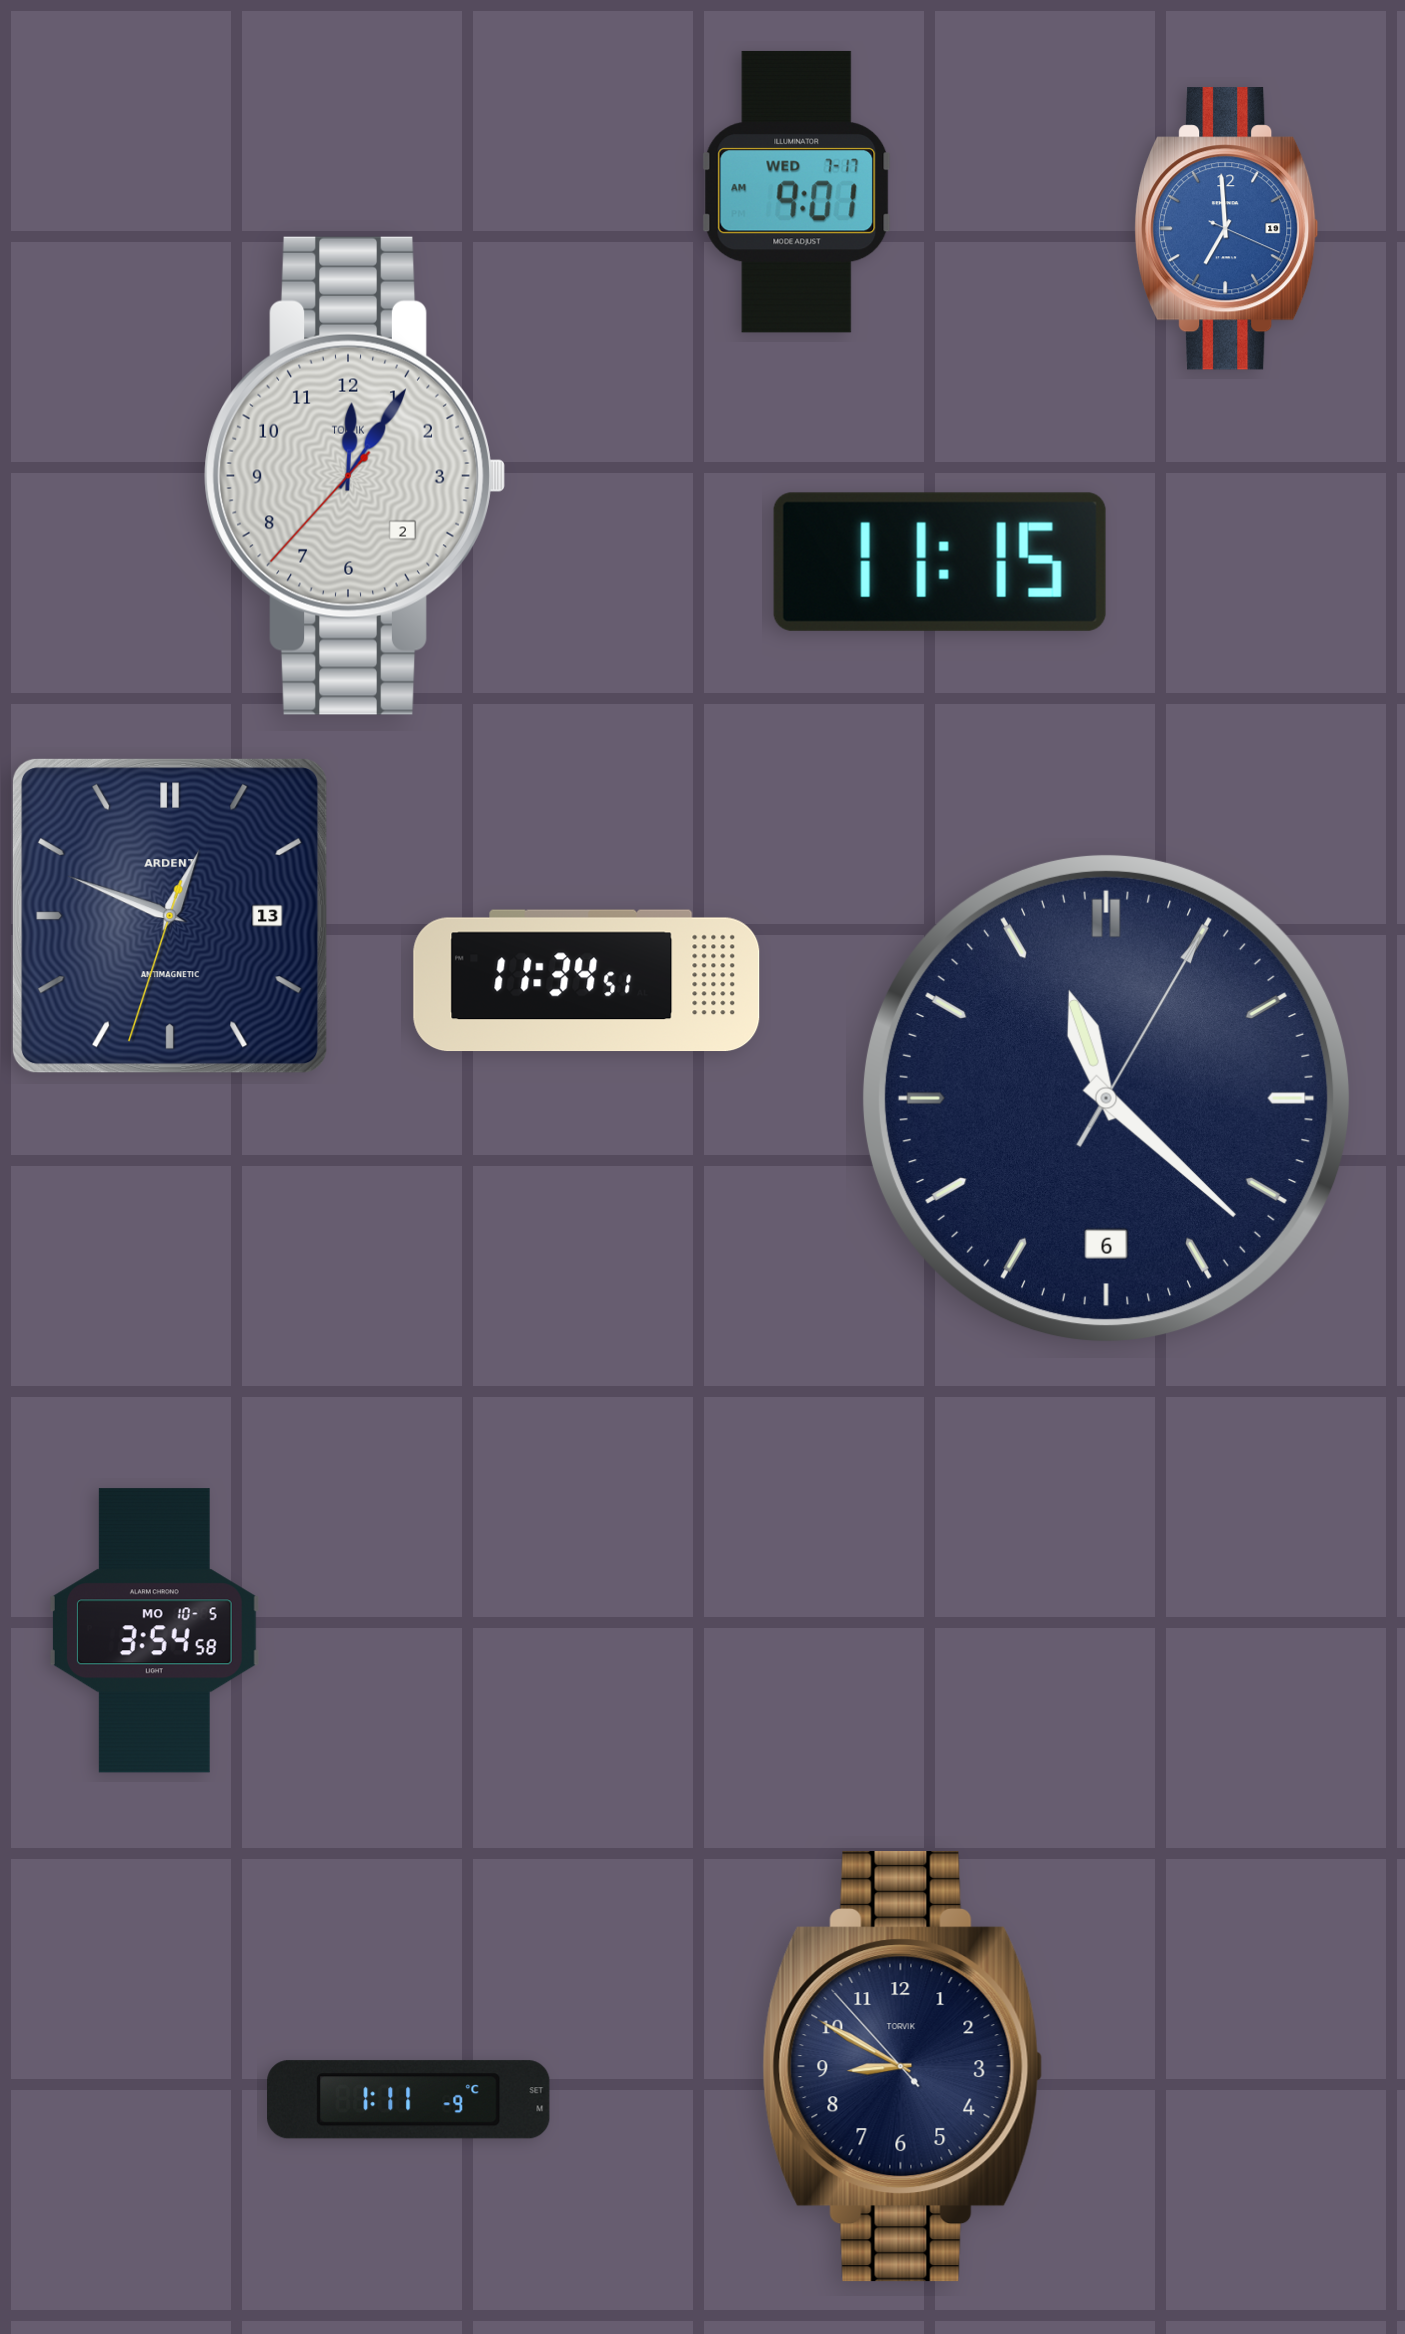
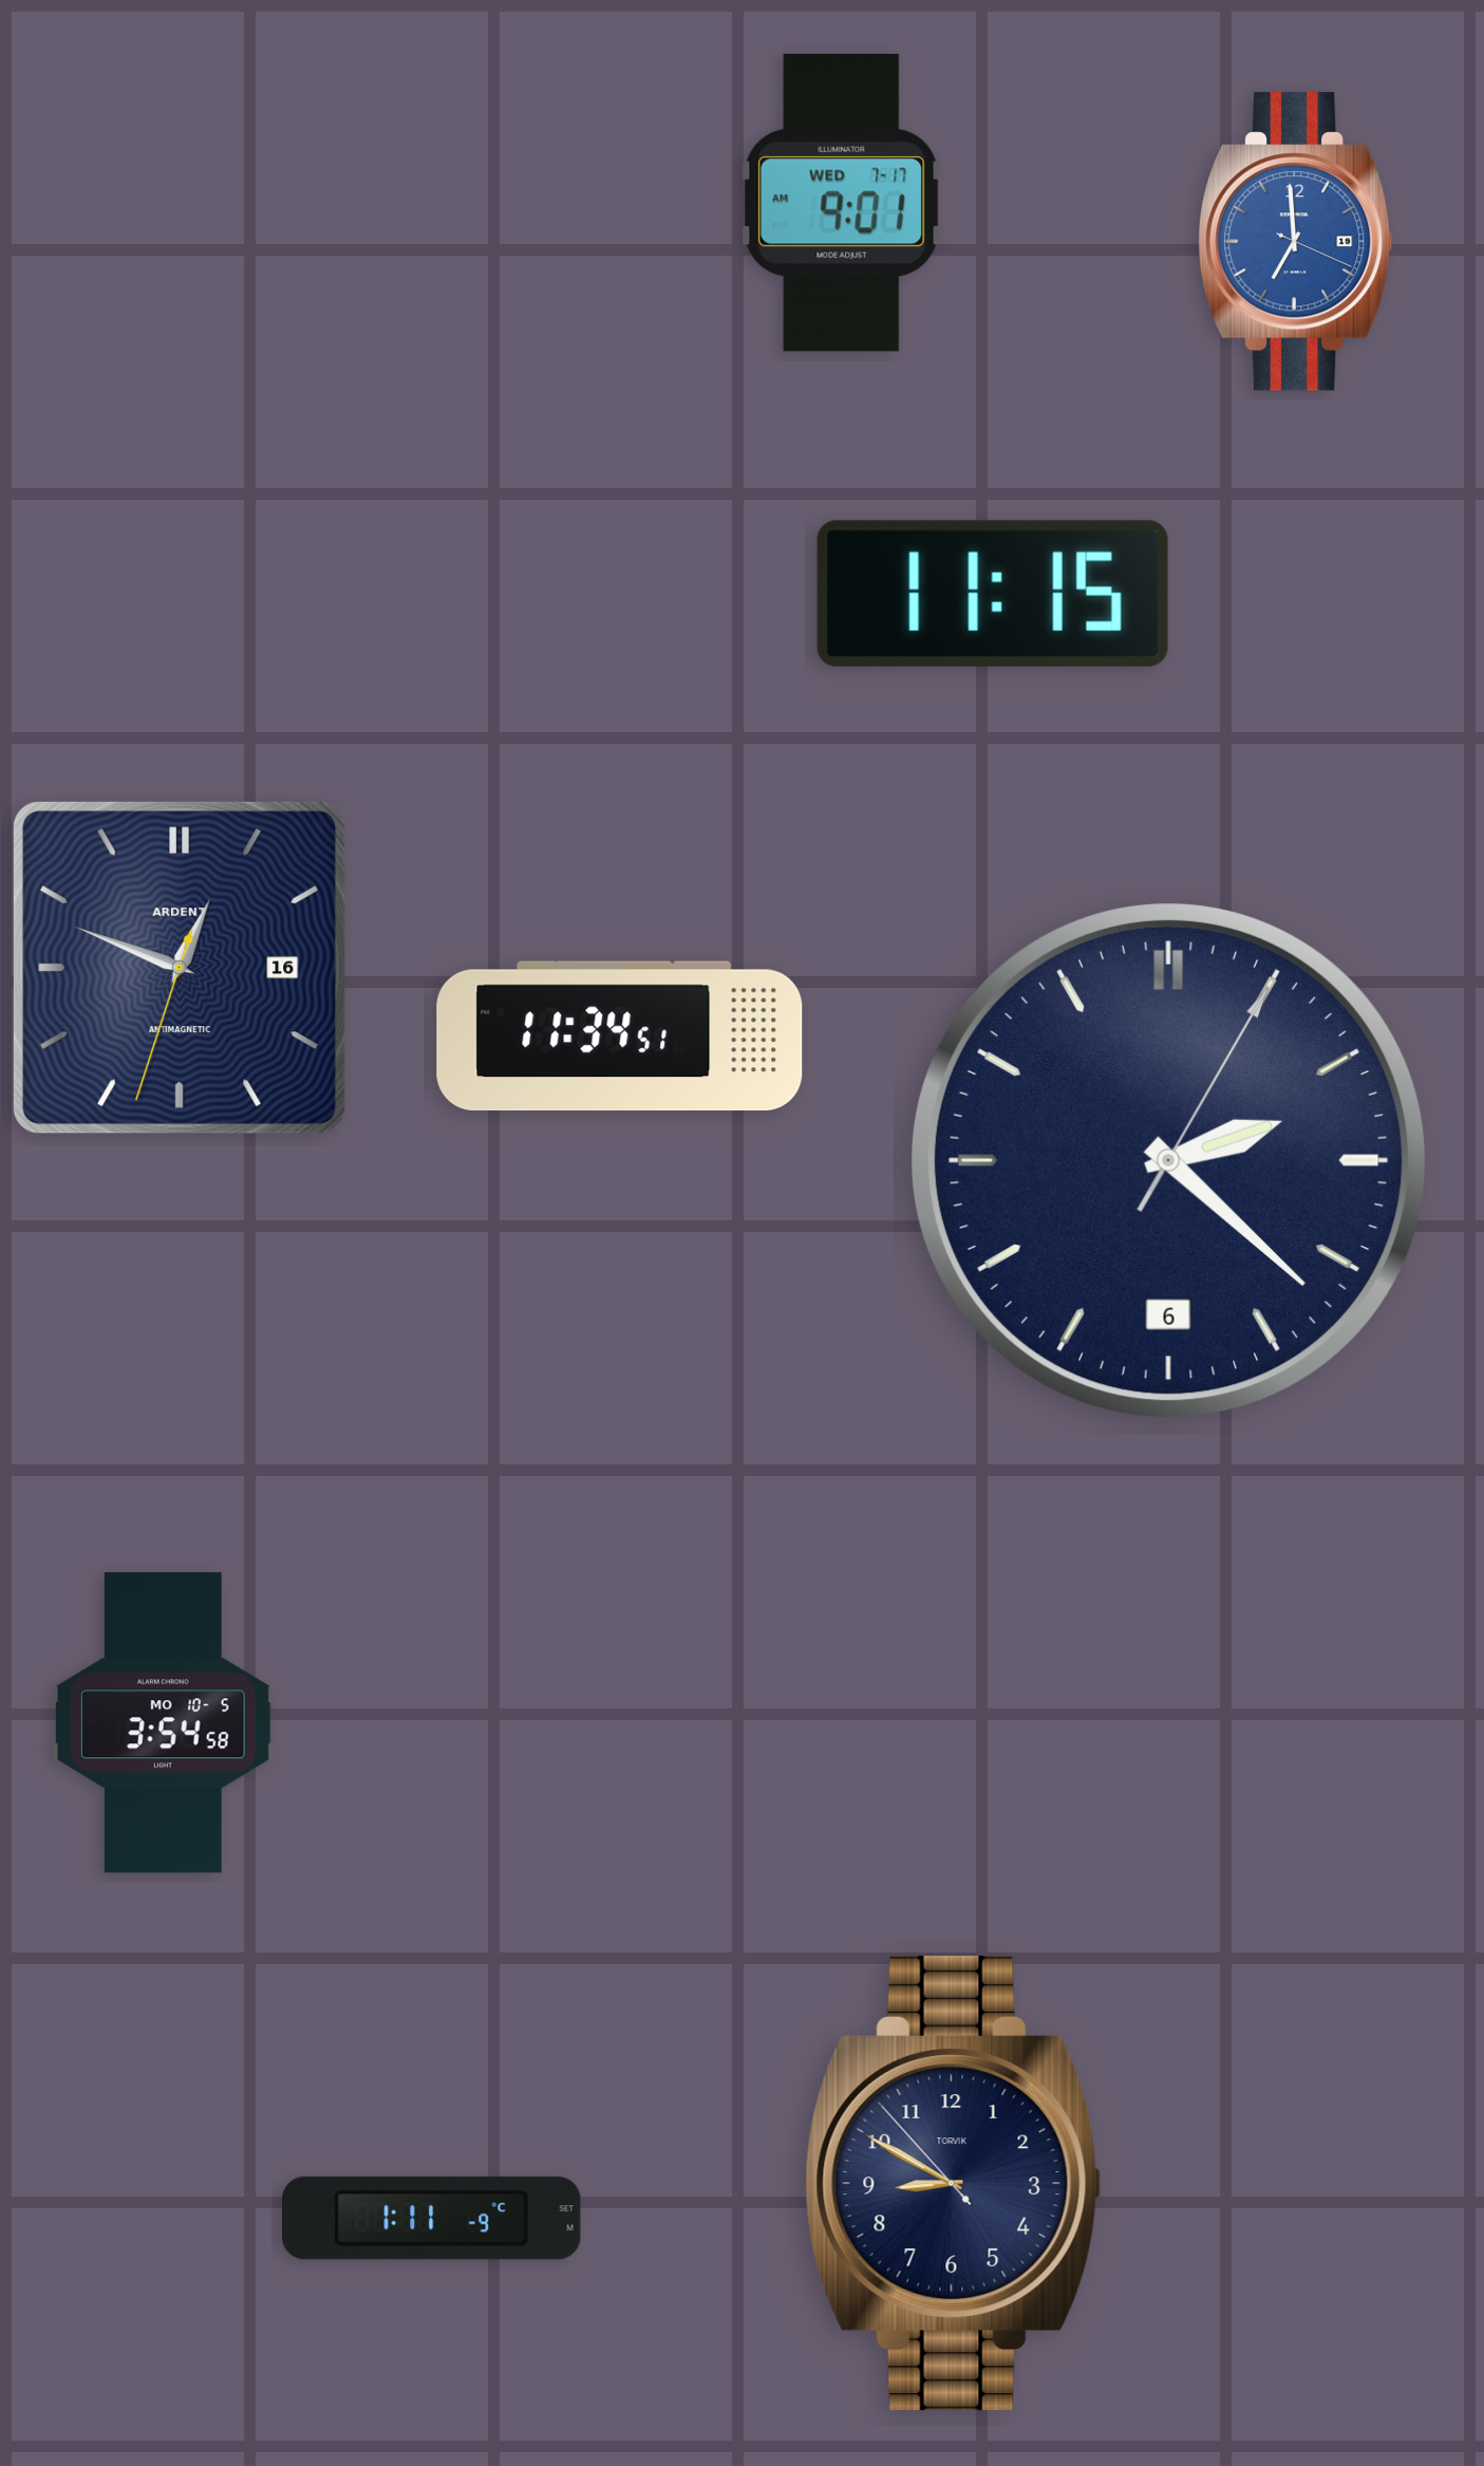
clock at (355, 476): 12:05 -> none
clock at (170, 916) date: 13 -> 16
clock at (1106, 1098): 11:22 -> 2:22
